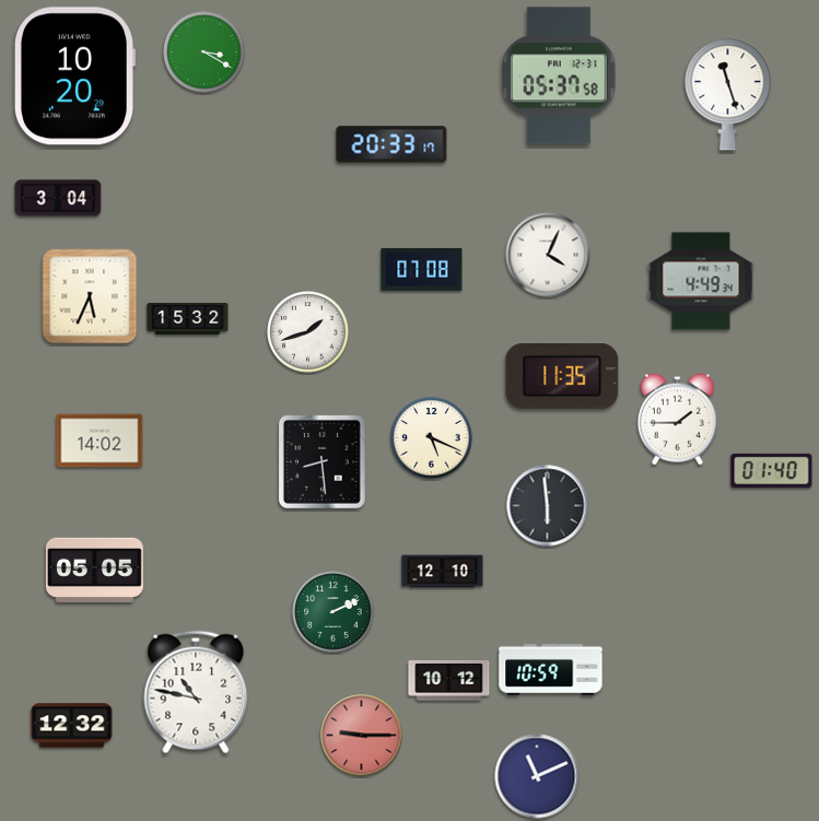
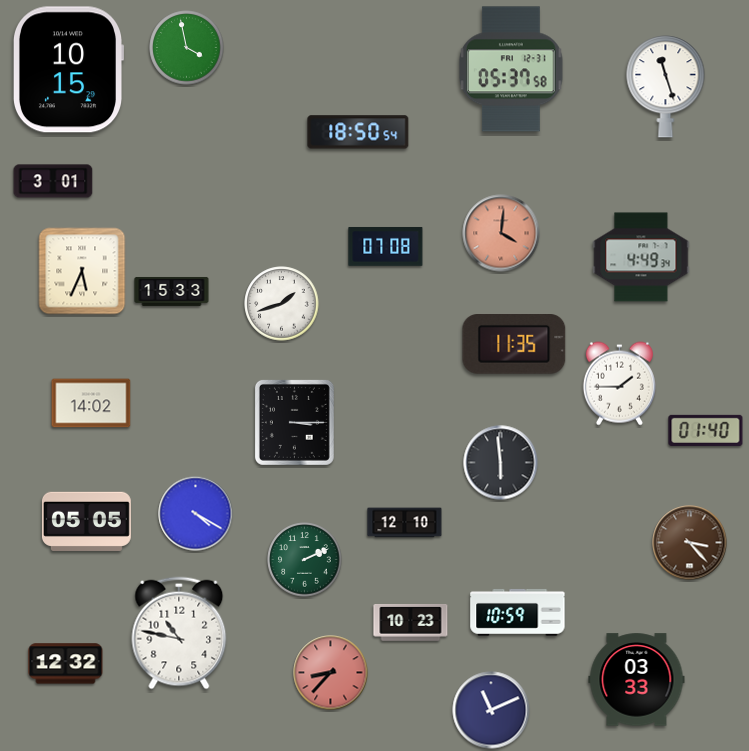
clock at (204, 52): 3:20 -> 3:58
clock at (73, 77): 10:20 -> 10:15
clock at (391, 144): 20:33 -> 18:50
clock at (58, 198): 3:04 -> 3:01
clock at (548, 255): 4:04 -> 4:01
clock at (548, 255) dial: white -> salmon
clock at (188, 318): 15:32 -> 15:33
clock at (432, 438): 5:19 -> none
clock at (321, 461): 8:29 -> 3:15
clock at (196, 514): none -> 4:20
clock at (690, 543): none -> 3:23
clock at (551, 670) position: (551, 670) -> (518, 613)
clock at (449, 681): 10:12 -> 10:23
clock at (362, 736): 9:15 -> 8:37
clock at (637, 680): none -> 03:33
